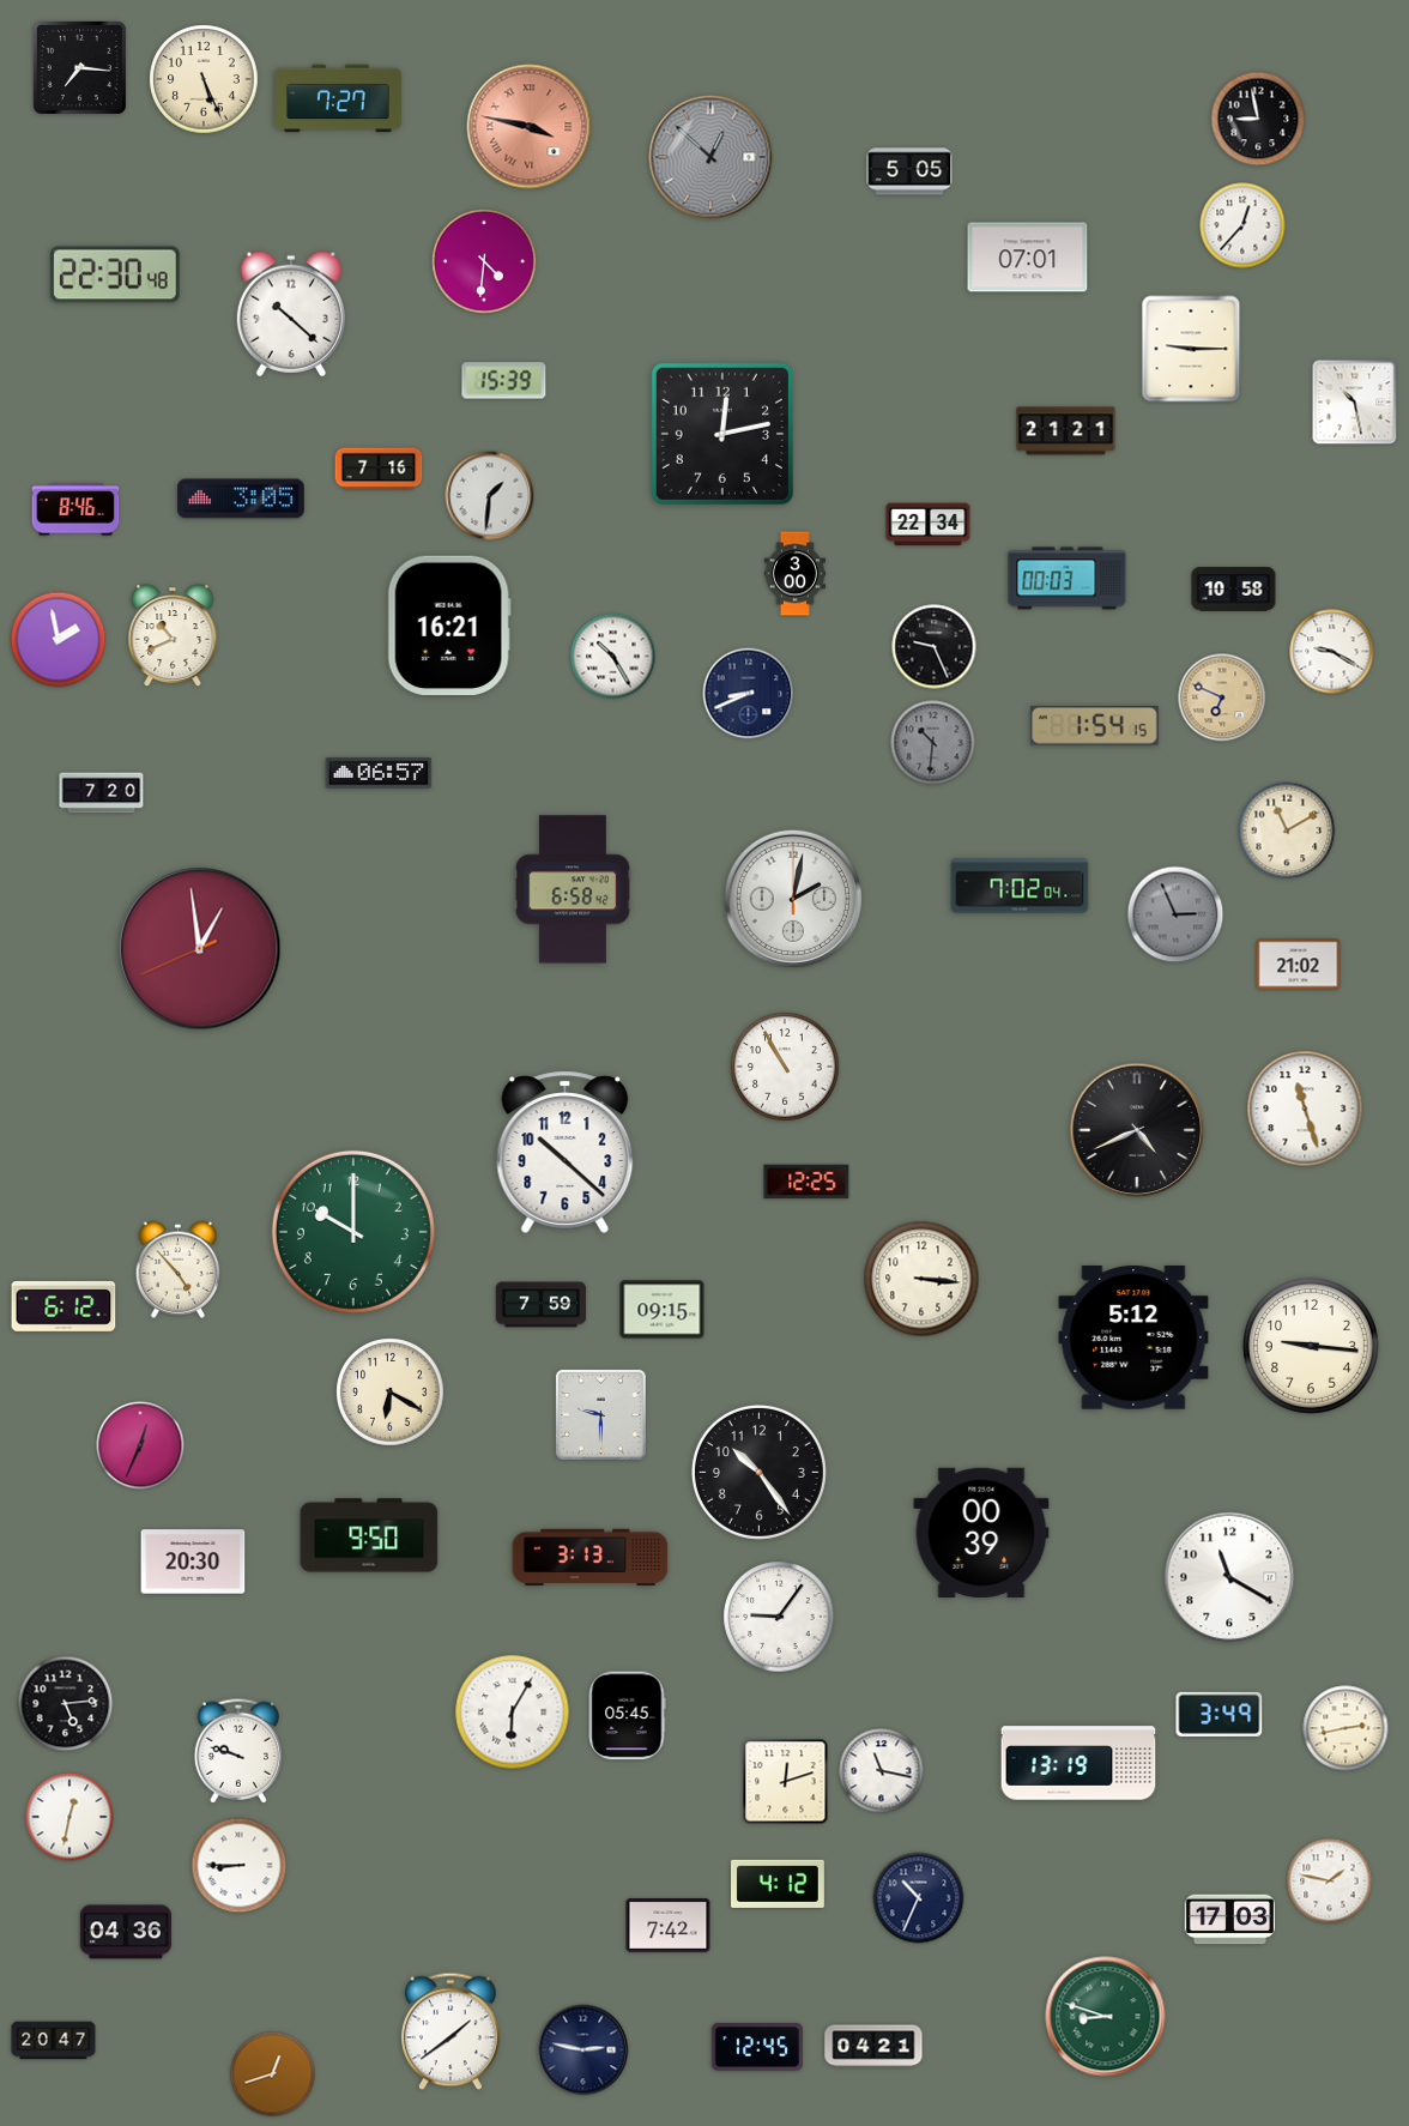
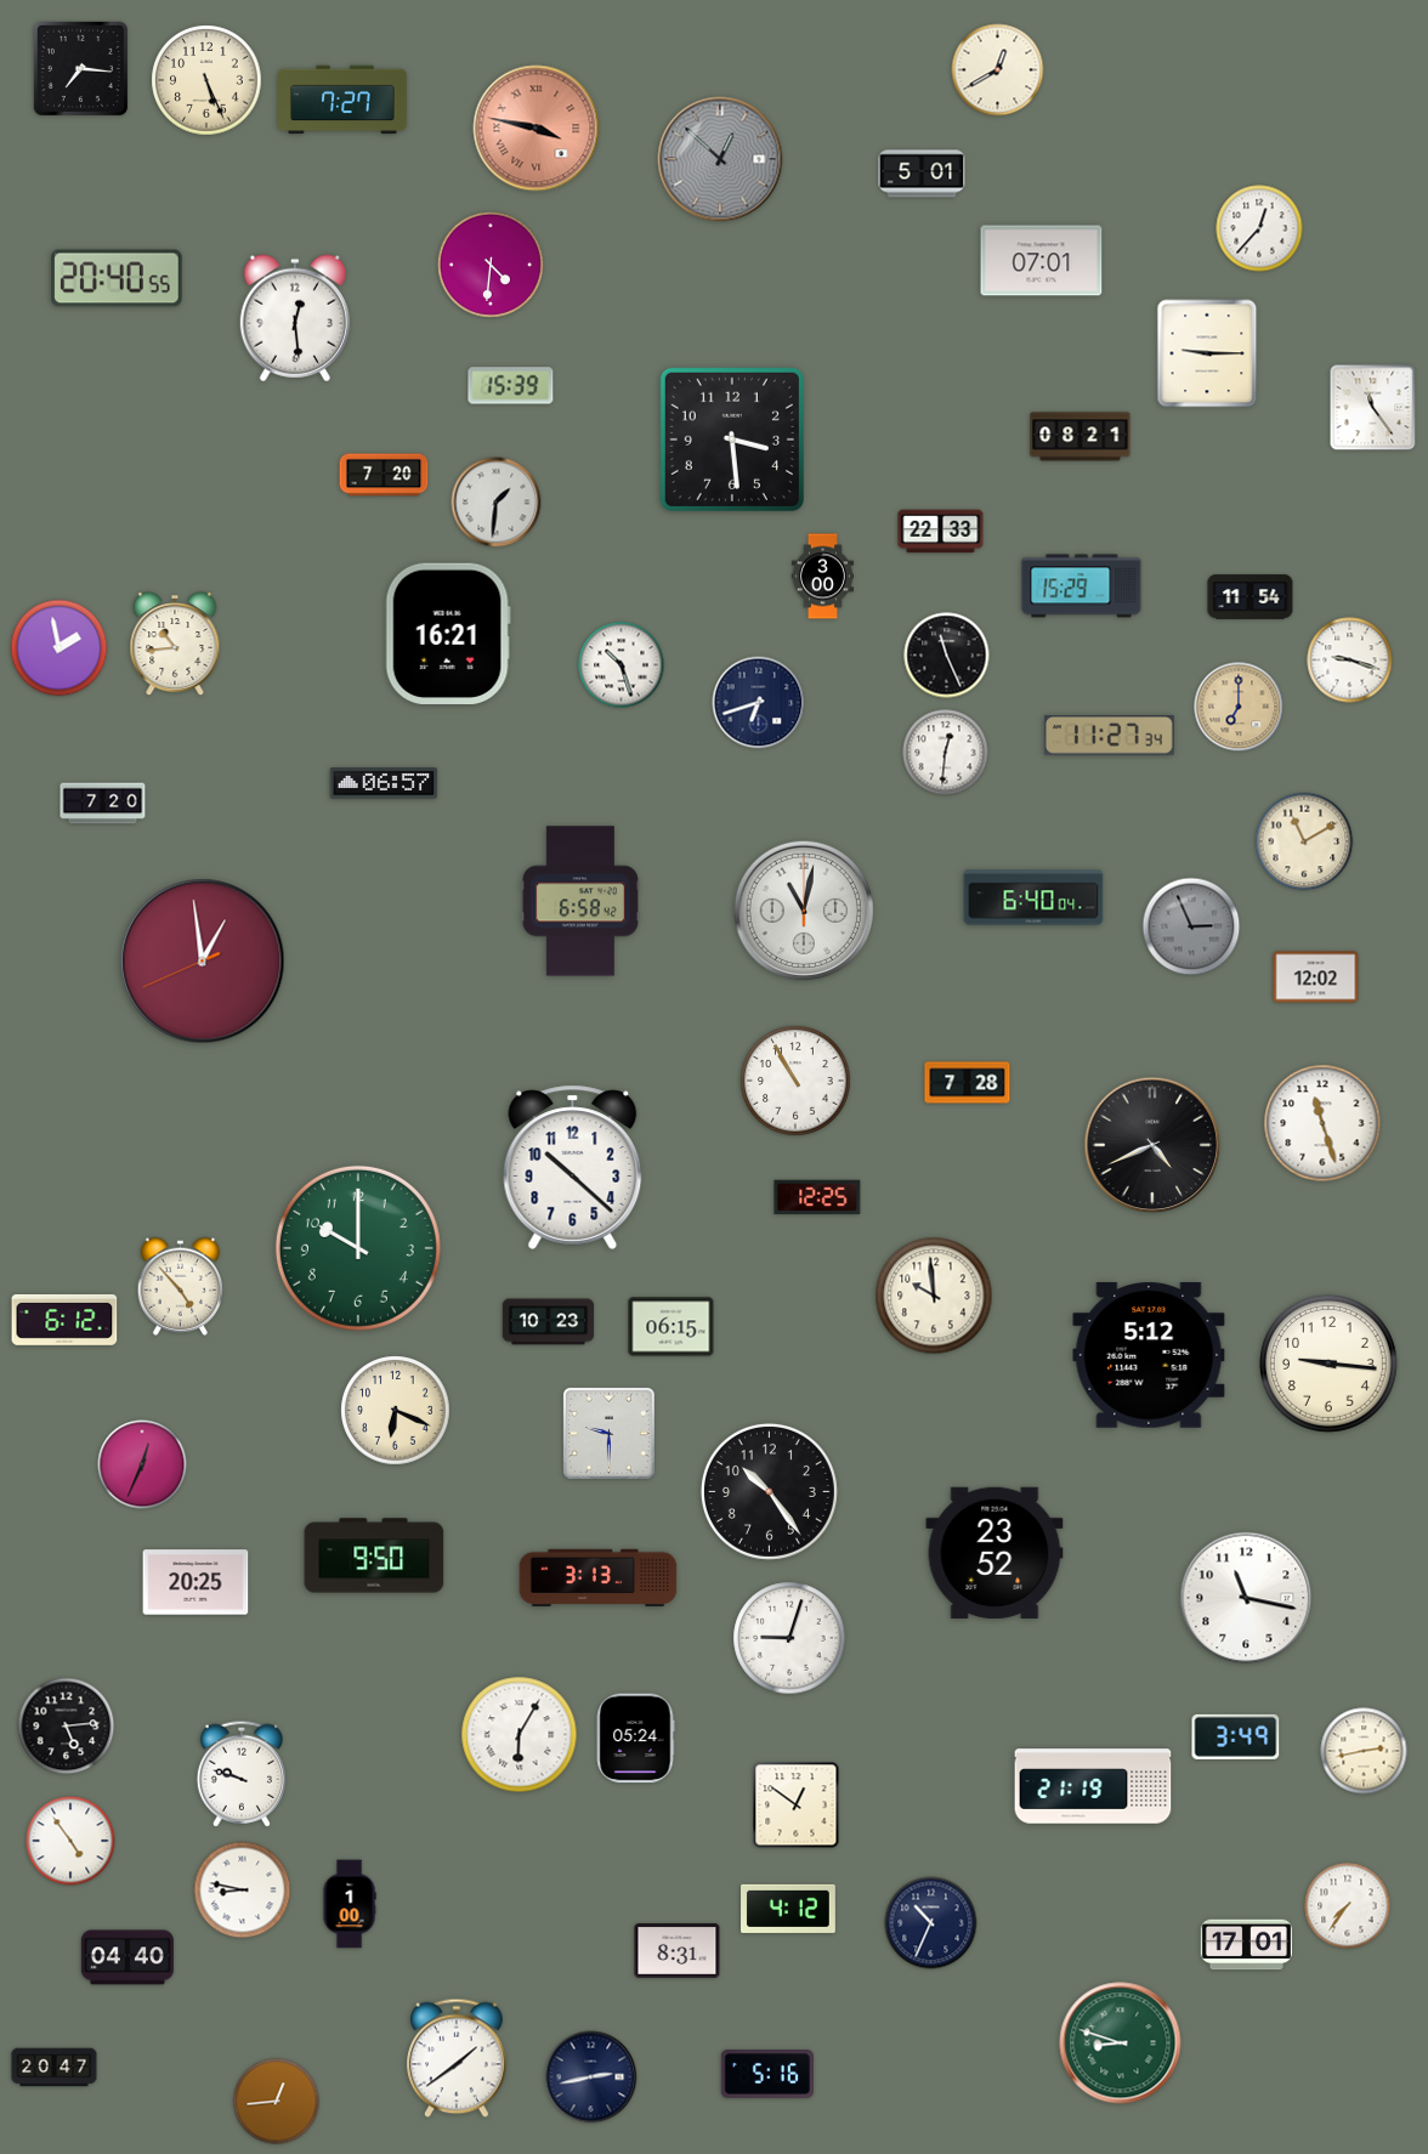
clock at (998, 70): none -> 12:40
clock at (1258, 119): 8:58 -> none
clock at (909, 171): 5:05 -> 5:01
clock at (115, 274): 22:30 -> 20:40
clock at (291, 314): 10:22 -> 12:29
clock at (1355, 403): 10:28 -> 11:24
clock at (1066, 431): 21:21 -> 08:21
clock at (722, 434): 12:13 -> 3:29
clock at (379, 469): 7:16 -> 7:20
clock at (242, 499): 3:05 -> none
clock at (75, 509): 8:46 -> none
clock at (929, 525): 22:34 -> 22:33
clock at (794, 574) position: (794, 574) -> (822, 577)
clock at (1068, 579): 00:03 -> 15:29
clock at (1234, 590): 10:58 -> 11:54
clock at (449, 624) position: (449, 624) -> (448, 633)
clock at (173, 636): 10:41 -> 10:44
clock at (935, 647): 9:26 -> 11:26
clock at (1332, 652): 9:20 -> 9:18
clock at (613, 657): 10:25 -> 10:27
clock at (749, 694): 8:41 -> 6:42
clock at (1222, 697): 6:49 -> 7:00
clock at (1095, 726): 1:54 -> 11:27
clock at (933, 743): 10:31 -> 12:31
clock at (933, 743) dial: grey -> white
clock at (1020, 886): 7:02 -> 6:40
clock at (792, 898): 2:02 -> 11:02
clock at (1299, 965): 21:02 -> 12:02
clock at (968, 1083): none -> 7:28
clock at (921, 1279): 3:16 -> 9:59
clock at (542, 1305): 7:59 -> 10:23
clock at (64, 1306) position: (64, 1306) -> (64, 1320)
clock at (663, 1310): 09:15 -> 06:15
clock at (391, 1393): 6:20 -> 6:19
clock at (981, 1533): 00:39 -> 23:52
clock at (193, 1562): 20:30 -> 20:25
clock at (1229, 1577): 11:20 -> 11:17
clock at (779, 1617): 9:06 -> 9:03
clock at (627, 1716): 05:45 -> 05:24
clock at (1078, 1763): 13:19 -> 21:19
clock at (882, 1771): 11:17 -> none
clock at (786, 1782): 12:12 -> 12:51
clock at (69, 1817): 12:32 -> 4:54
clock at (240, 1866): 8:45 -> 8:47
clock at (350, 1904): none -> 1:00
clock at (1330, 1882): 1:47 -> 7:36
clock at (1230, 1920): 17:03 -> 17:01
clock at (669, 1926): 7:42 -> 8:31
clock at (126, 1932): 04:36 -> 04:40
clock at (873, 2046): 04:21 -> none
clock at (757, 2047): 12:45 -> 5:16
clock at (583, 2050): 2:47 -> 2:43
clock at (273, 2074): 12:42 -> 12:44
